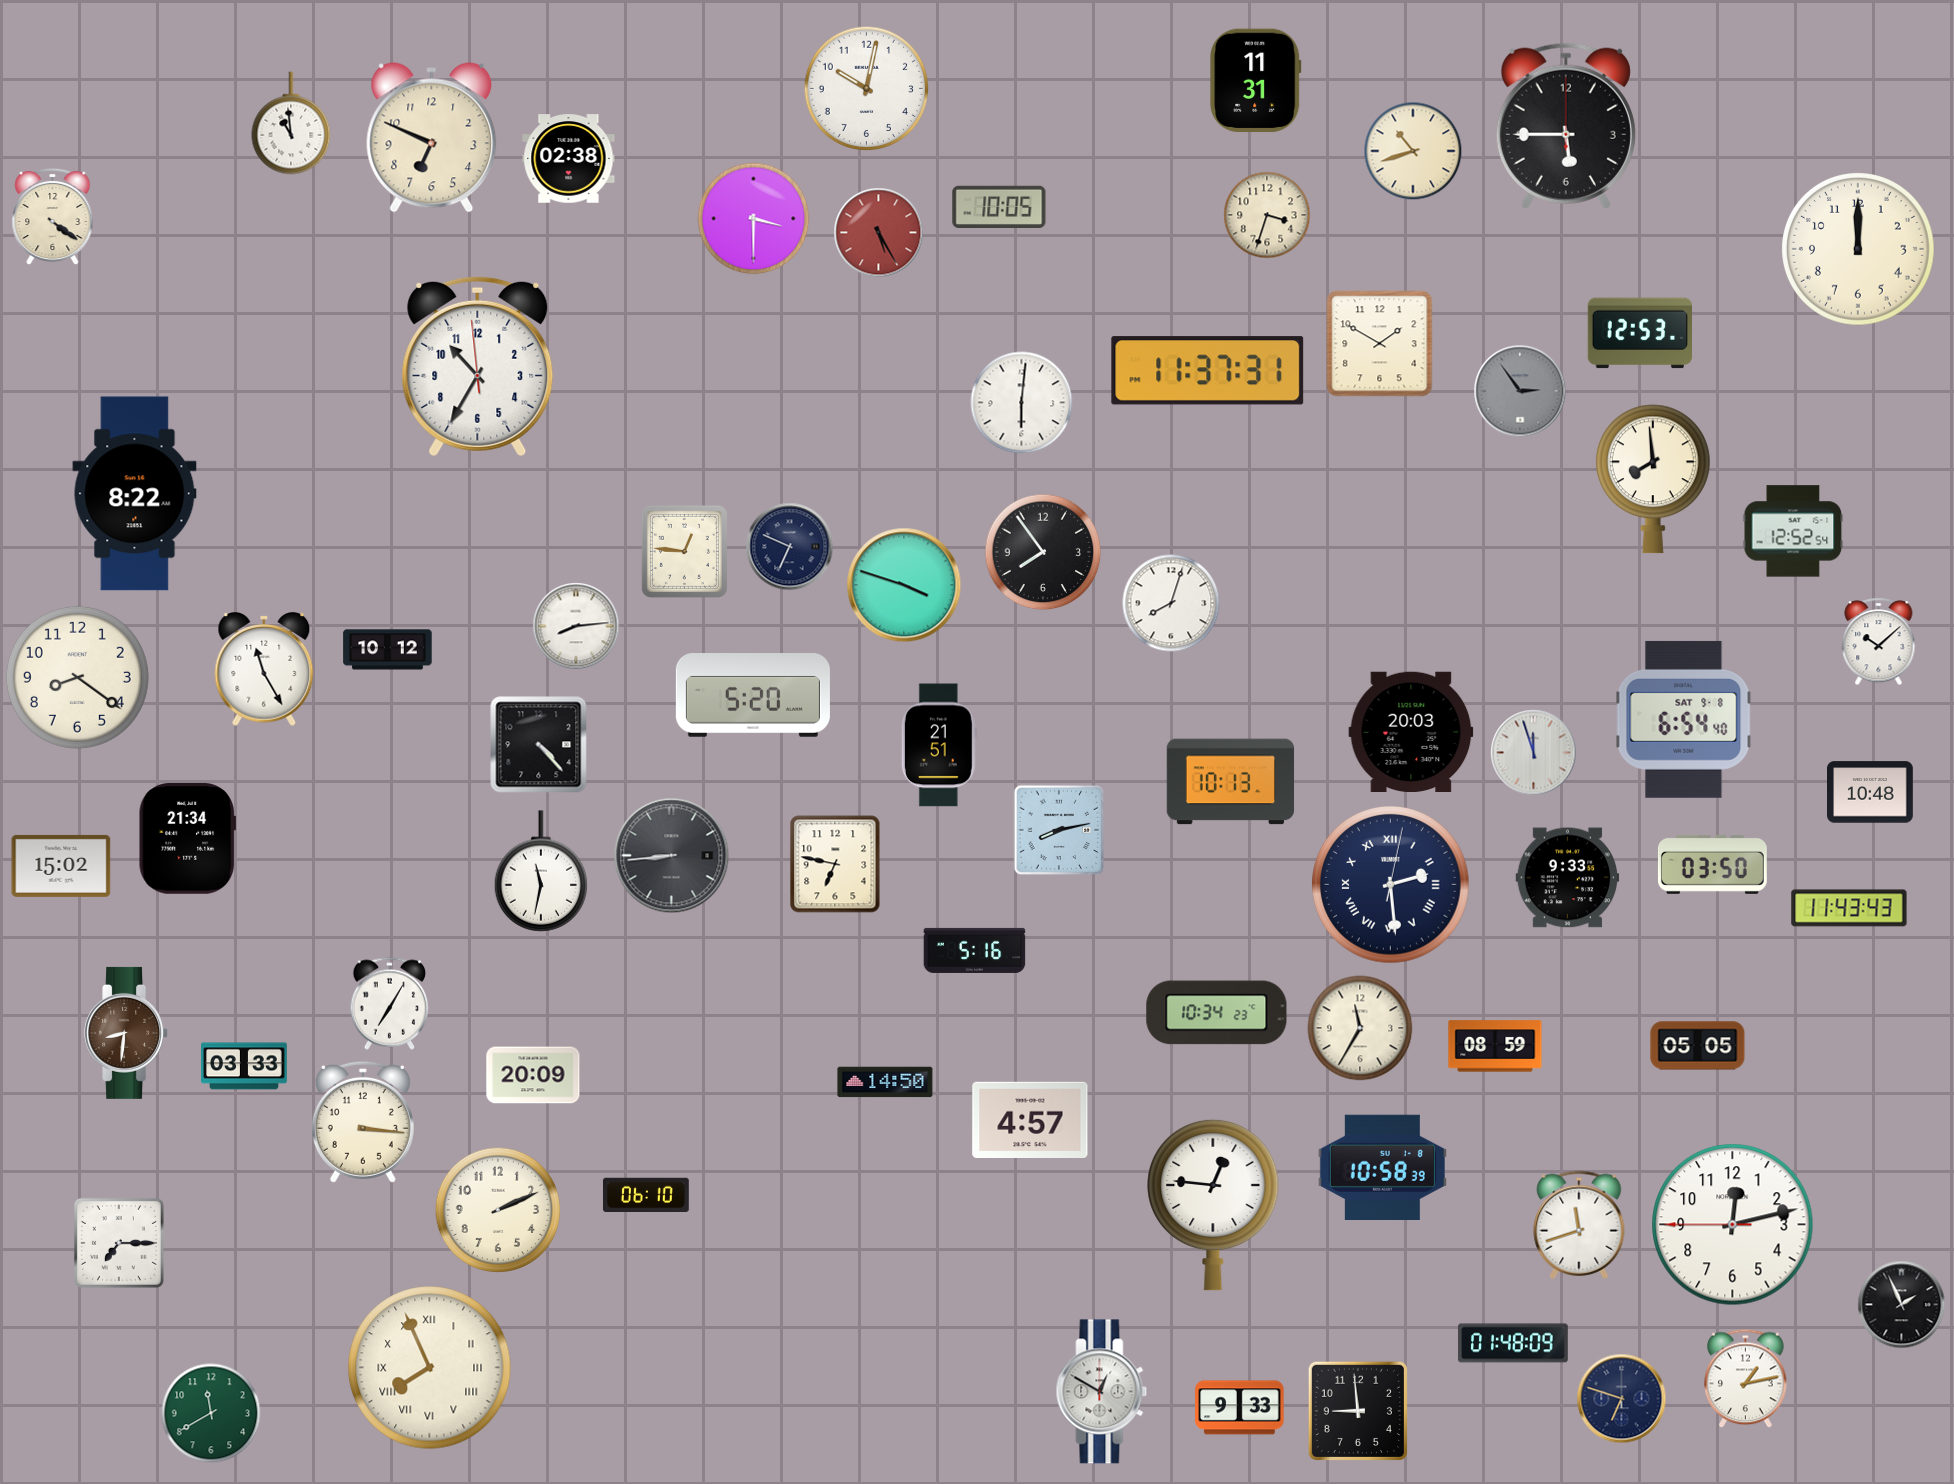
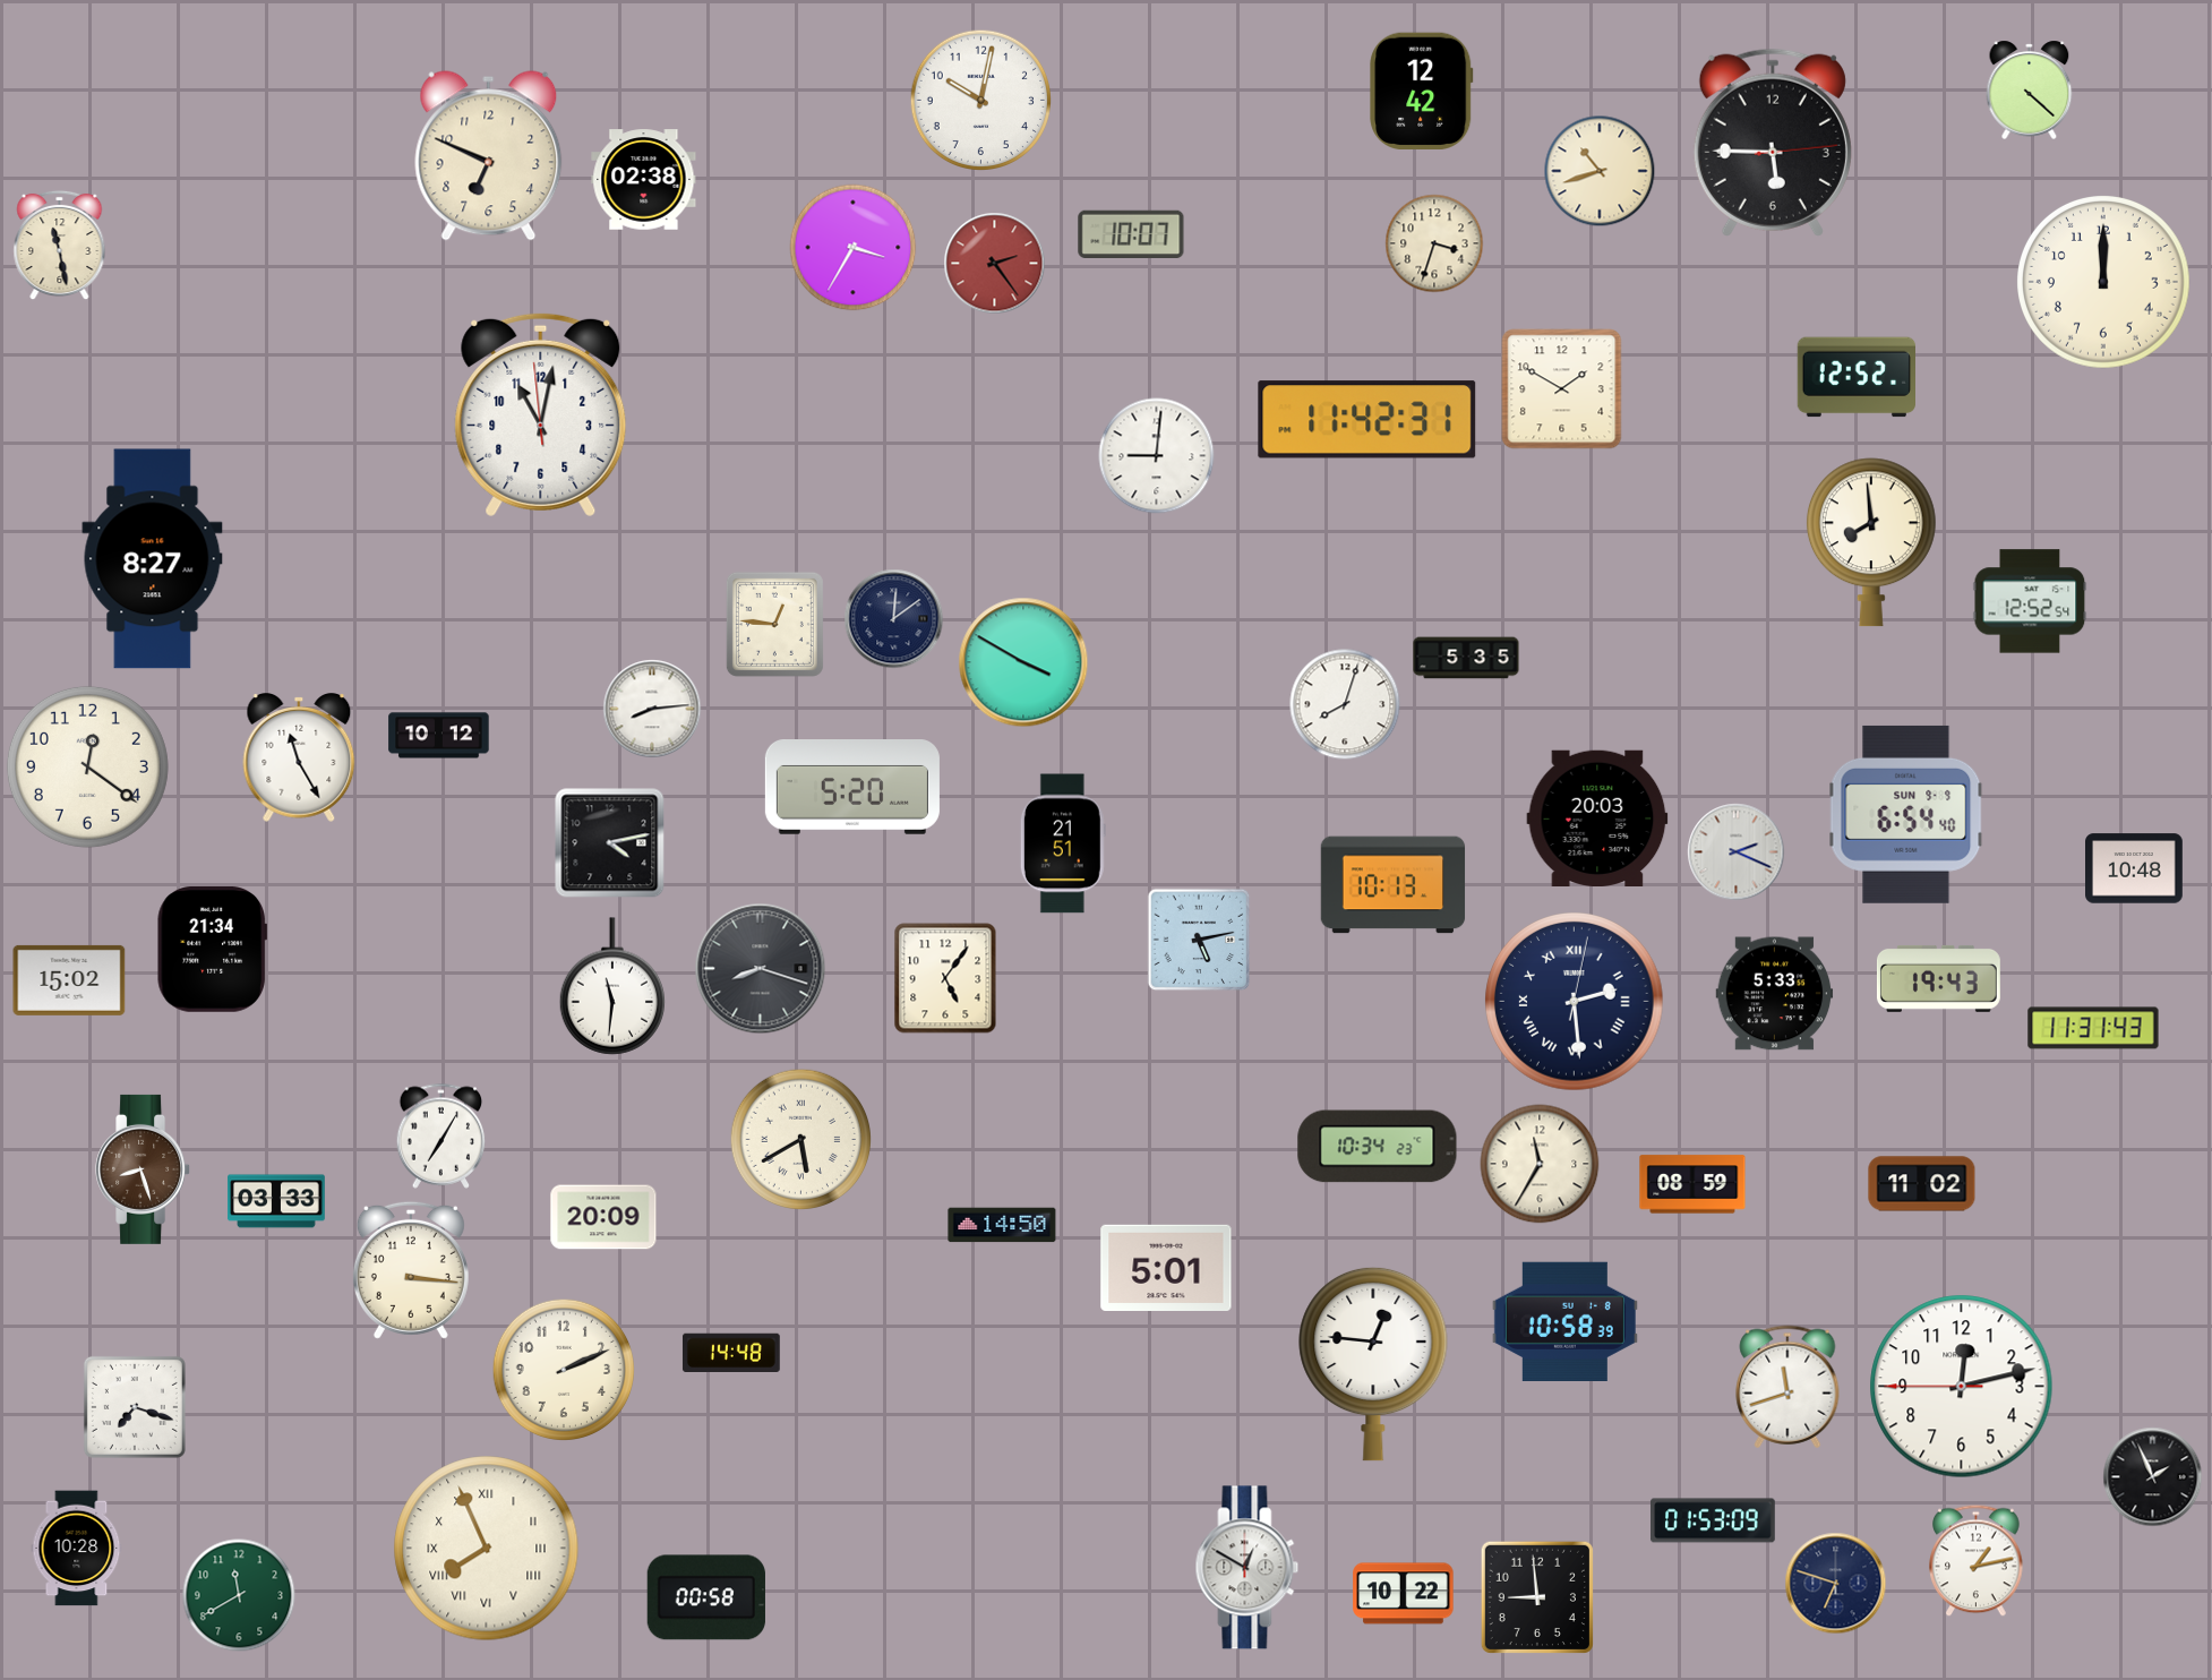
clock at (2030, 89): none -> 4:22
clock at (1256, 81): 11:31 -> 12:42
clock at (291, 123): 10:59 -> none
clock at (1566, 126): 5:45:00 -> 5:45:14
clock at (999, 206): 10:05 -> 10:07
clock at (53, 217): 4:21 -> 11:28
clock at (754, 219): 3:30 -> 3:35
clock at (879, 233): 5:25 -> 2:24
clock at (1639, 333): 12:53 -> 12:52
clock at (478, 366): 10:34 -> 11:01
clock at (1208, 371): 11:37 -> 11:42
clock at (1520, 391): 2:54 -> none
clock at (1022, 403): 6:01 -> 9:01
clock at (135, 494): 8:22 -> 8:27
clock at (790, 547): 6:49 -> 12:09
clock at (1043, 552): 7:54 -> none
clock at (1466, 658): none -> 5:35
clock at (904, 585): 3:48 -> 3:50
clock at (1171, 603) position: (1171, 603) -> (1345, 704)
clock at (1879, 642): 10:08 -> none
clock at (77, 677): 8:21 -> 12:21
clock at (1684, 719) date: SAT 9-8 -> SUN 9-9
clock at (1411, 731) position: (1411, 731) -> (1597, 817)
clock at (539, 745): 4:23 -> 4:13
clock at (1534, 753): 11:57 -> 2:19
clock at (1871, 792) position: (1871, 792) -> (2135, 868)
clock at (1059, 830): 8:13 -> 5:13
clock at (672, 856): 8:44 -> 8:18
clock at (835, 864): 6:47 -> 5:06
clock at (1712, 864): 03:50 -> 19:43
clock at (540, 871): 11:32 -> 11:31
clock at (1568, 878): 9:33 -> 5:33
clock at (1849, 908): 11:43 -> 11:31
clock at (975, 950): 5:16 -> none
clock at (801, 1140): none -> 5:40
clock at (127, 1033): 8:31 -> 8:27
clock at (1698, 1046): 05:05 -> 11:02
clock at (244, 1066) position: (244, 1066) -> (276, 1201)
clock at (1030, 1119): 4:57 -> 5:01
clock at (646, 1195): 06:10 -> 14:48
clock at (119, 1243): 7:15 -> 7:18
clock at (1513, 1343): 01:48 -> 01:53
clock at (77, 1549): none -> 10:28
clock at (1102, 1392) position: (1102, 1392) -> (1248, 1568)
clock at (1240, 1408): 9:33 -> 10:22
clock at (706, 1597): none -> 00:58
clock at (211, 1413) position: (211, 1413) -> (239, 1595)
